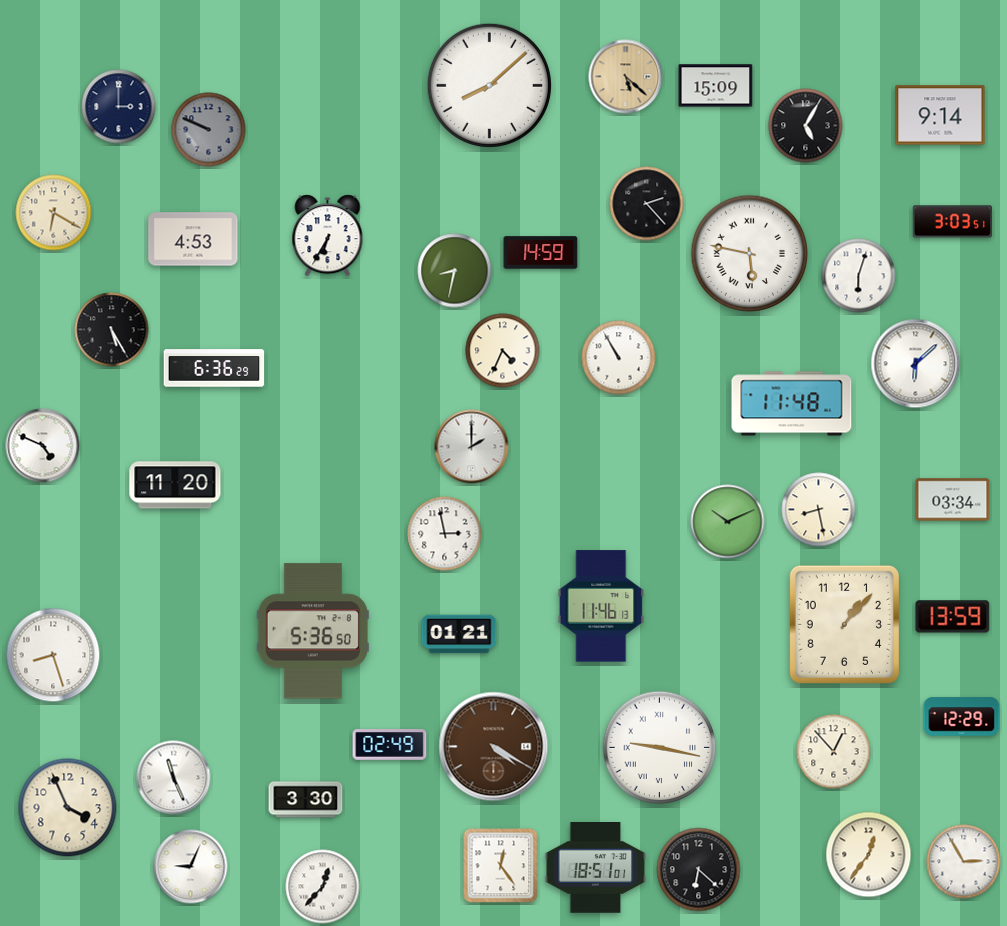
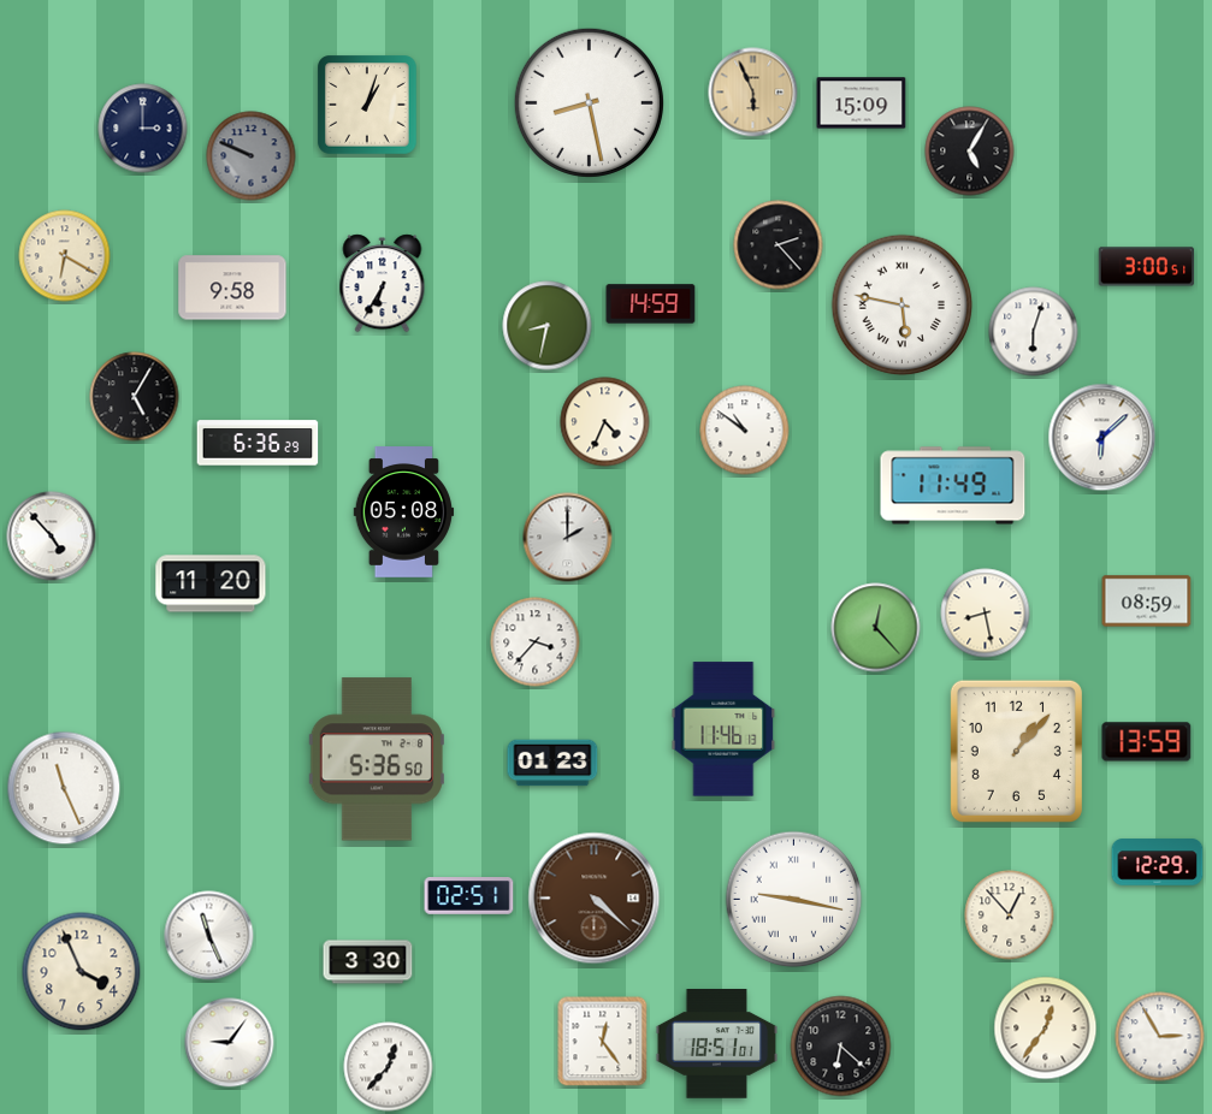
clock at (626, 77): 5:22 -> 5:56
clock at (489, 85): 8:08 -> 8:28
clock at (367, 105): none -> 1:03
clock at (940, 115): 9:14 -> none
clock at (953, 222): 3:03 -> 3:00
clock at (328, 236) position: (328, 236) -> (383, 284)
clock at (193, 239): 4:53 -> 9:58
clock at (112, 330): 5:25 -> 5:05
clock at (619, 358): 10:55 -> 10:51
clock at (792, 404): 11:48 -> 11:49
clock at (404, 512): none -> 05:08
clock at (43, 446): 4:49 -> 4:53
clock at (953, 500): 03:34 -> 08:59
clock at (728, 522): 10:11 -> 12:23
clock at (445, 534): 2:58 -> 3:37
clock at (459, 634): 01:21 -> 01:23
clock at (53, 655): 8:27 -> 11:26
clock at (390, 745): 02:49 -> 02:51
clock at (494, 747): 4:20 -> 4:22
clock at (834, 752) position: (834, 752) -> (1010, 916)
clock at (191, 867): 9:04 -> 9:06
